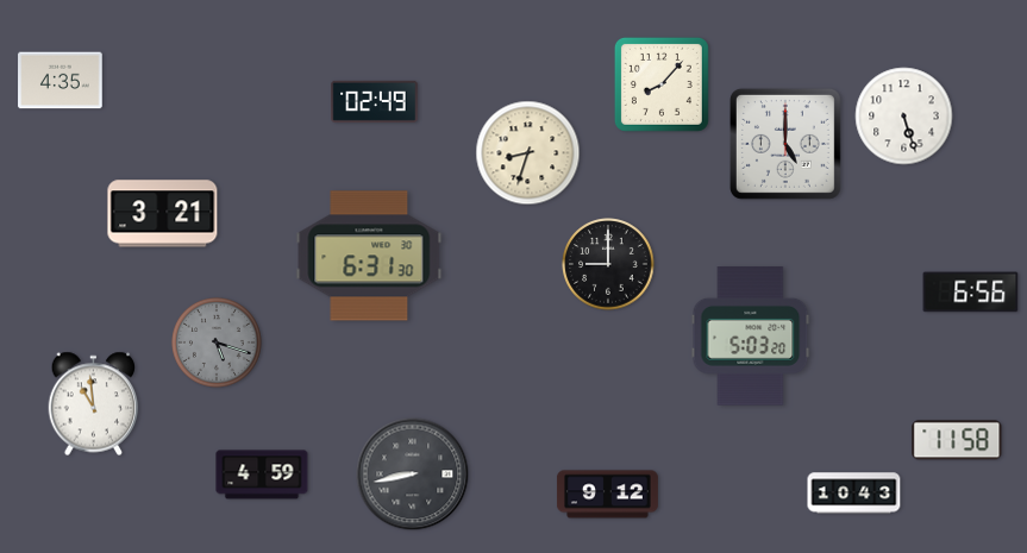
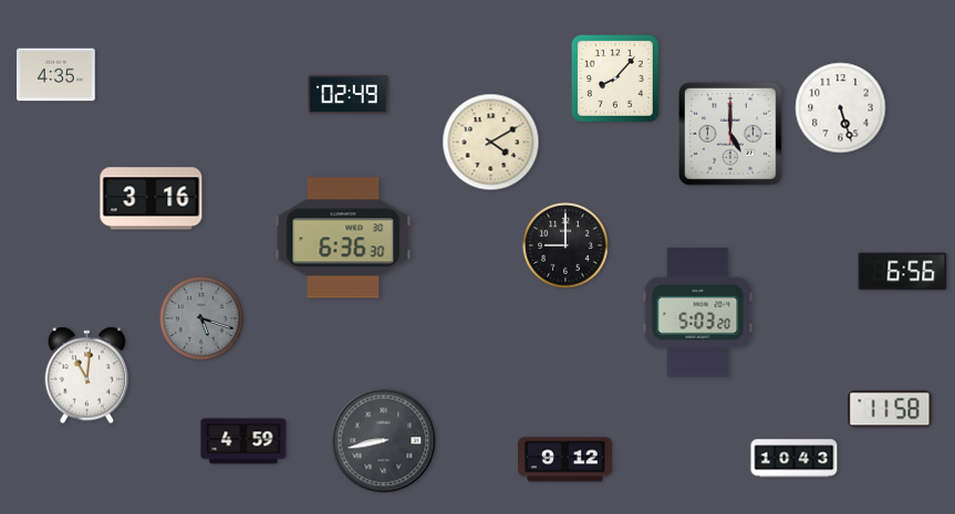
clock at (528, 153): 8:33 -> 4:10
clock at (163, 214): 3:21 -> 3:16
clock at (369, 256): 6:31 -> 6:36
clock at (94, 404): 10:59 -> 11:01
